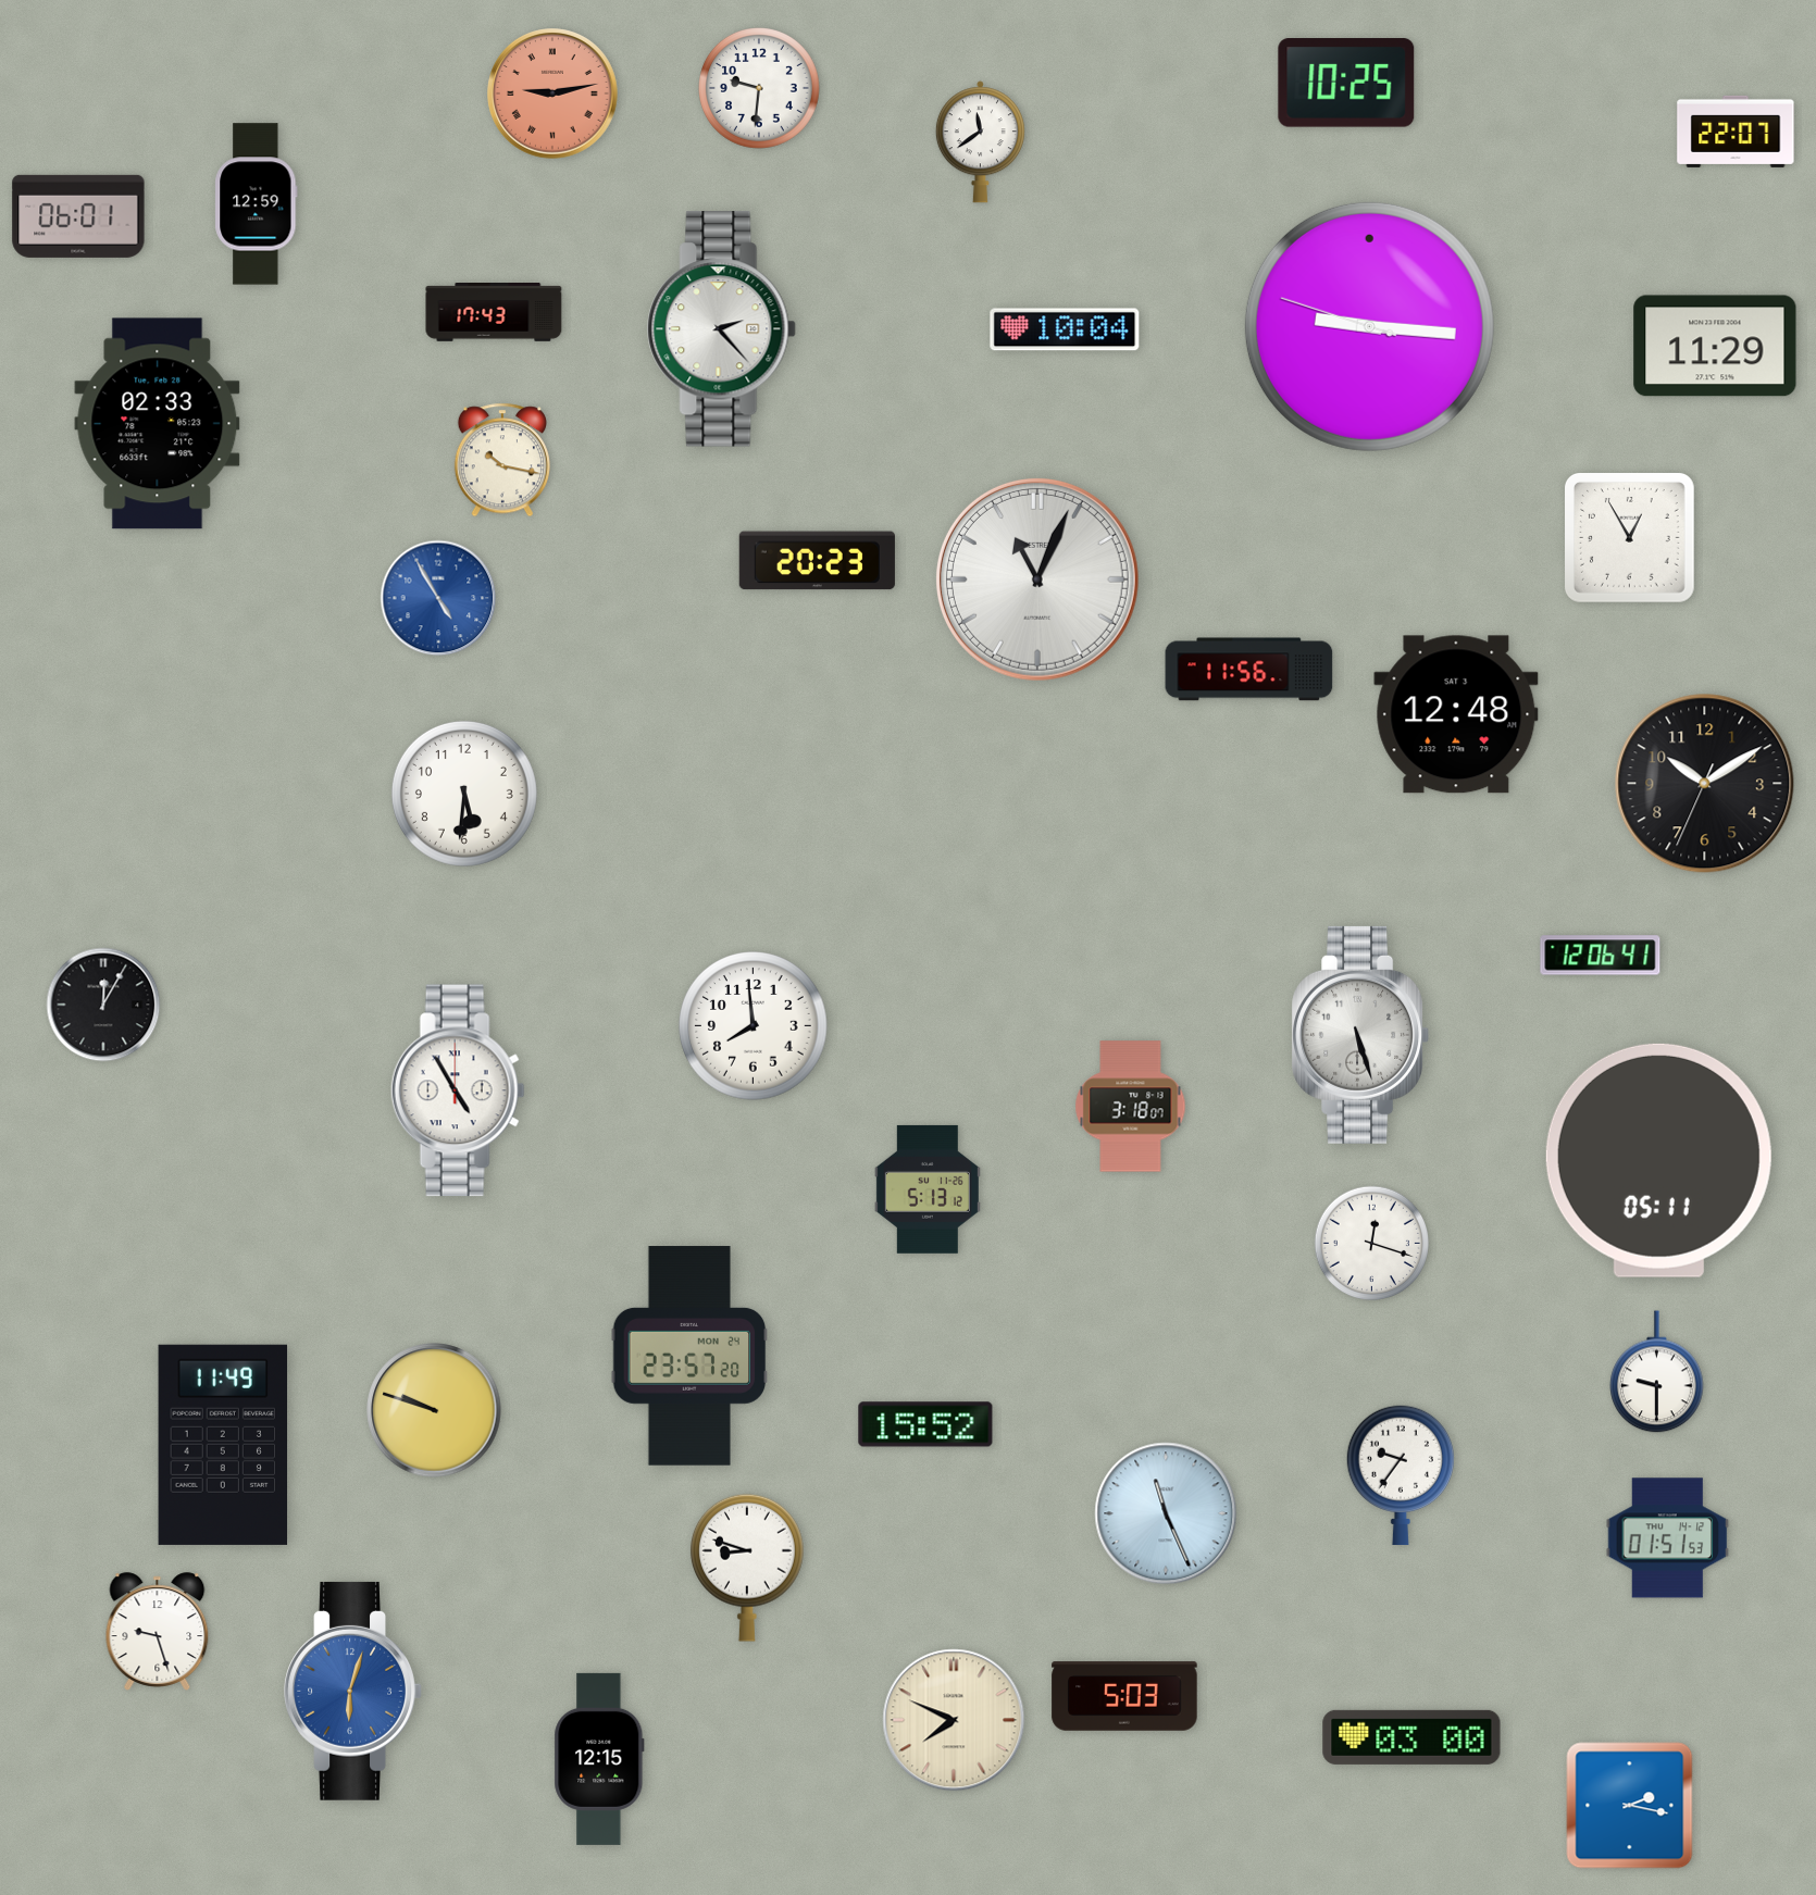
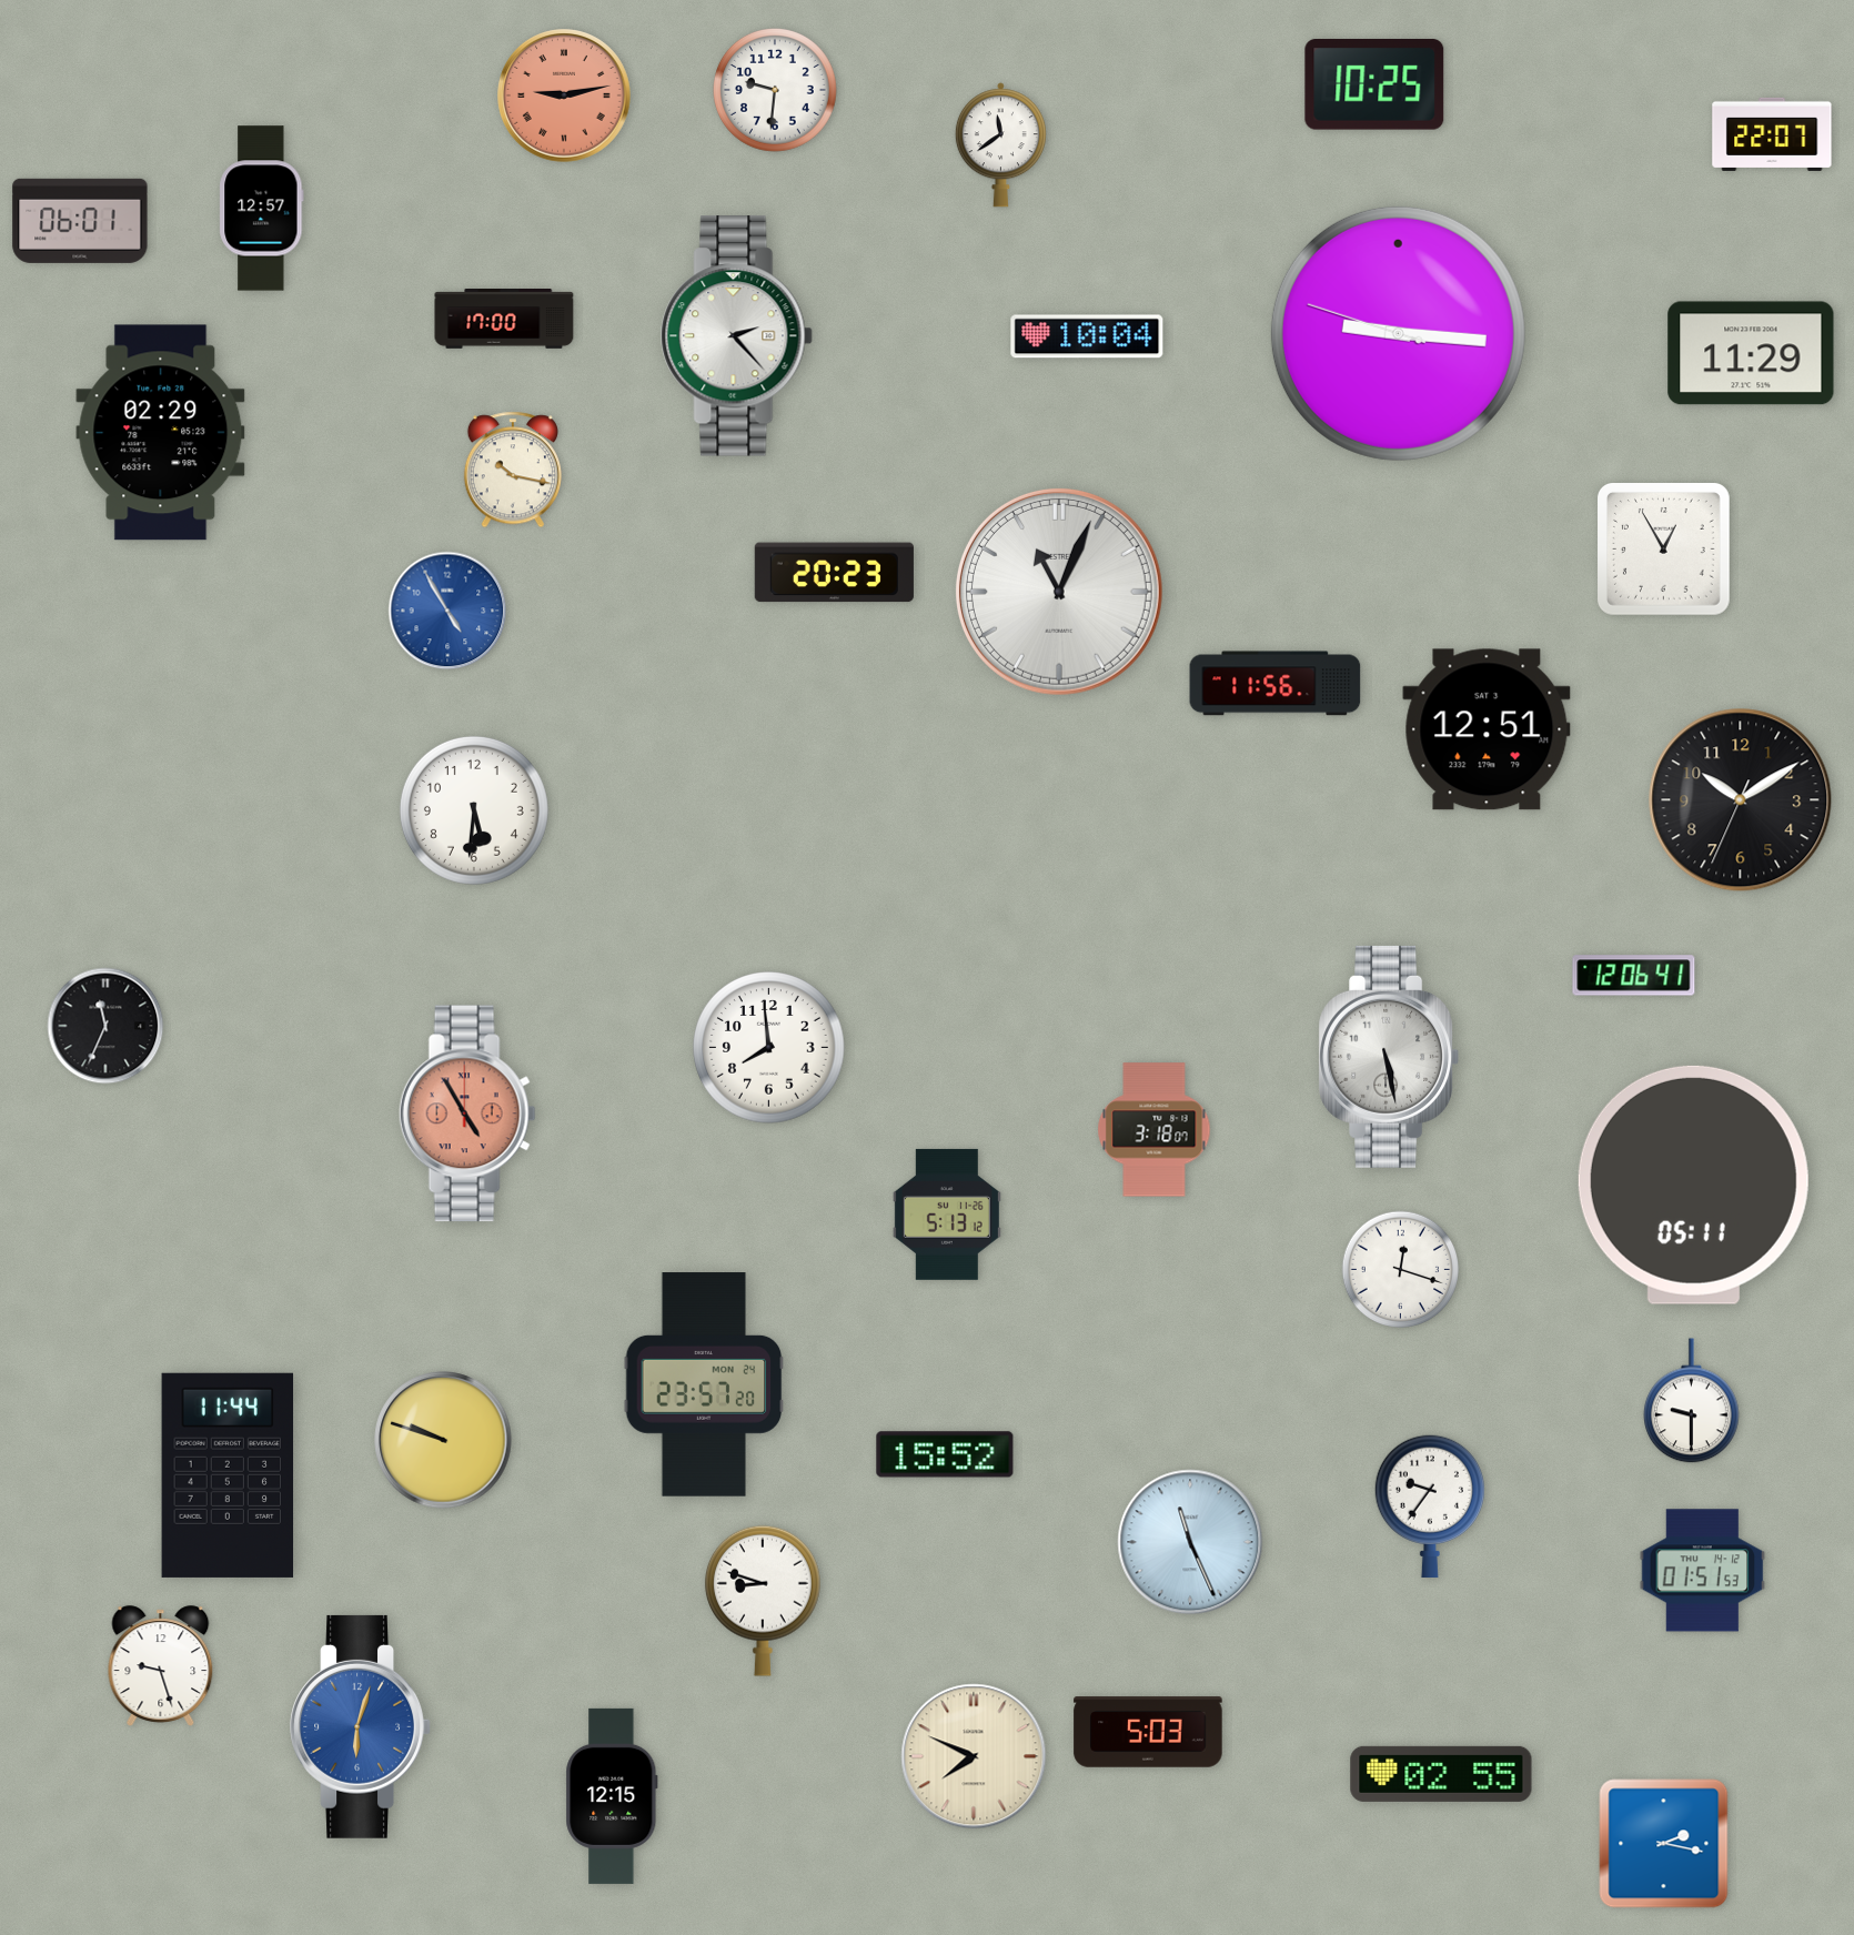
clock at (257, 204): 12:59 -> 12:57
clock at (494, 312): 17:43 -> 17:00
clock at (158, 424): 02:33 -> 02:29
clock at (1456, 714): 12:48 -> 12:51
clock at (103, 1005): 12:05 -> 11:34
clock at (1360, 1035): 5:27 -> 5:28
clock at (458, 1090) dial: white -> salmon
clock at (223, 1445): 11:49 -> 11:44
clock at (1166, 1513) position: (1166, 1513) -> (1190, 1542)
clock at (1411, 1737): 03:00 -> 02:55
